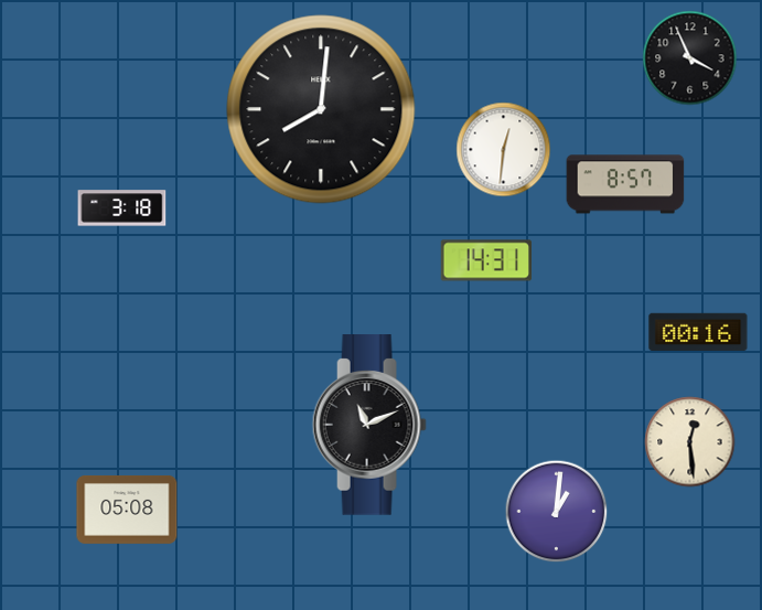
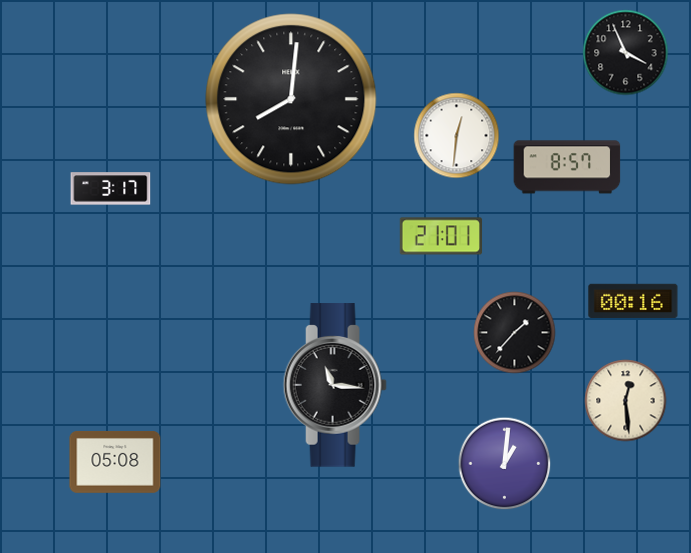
clock at (122, 208): 3:18 -> 3:17
clock at (486, 260): 14:31 -> 21:01
clock at (515, 333): none -> 1:37
clock at (369, 425): 11:11 -> 11:16
